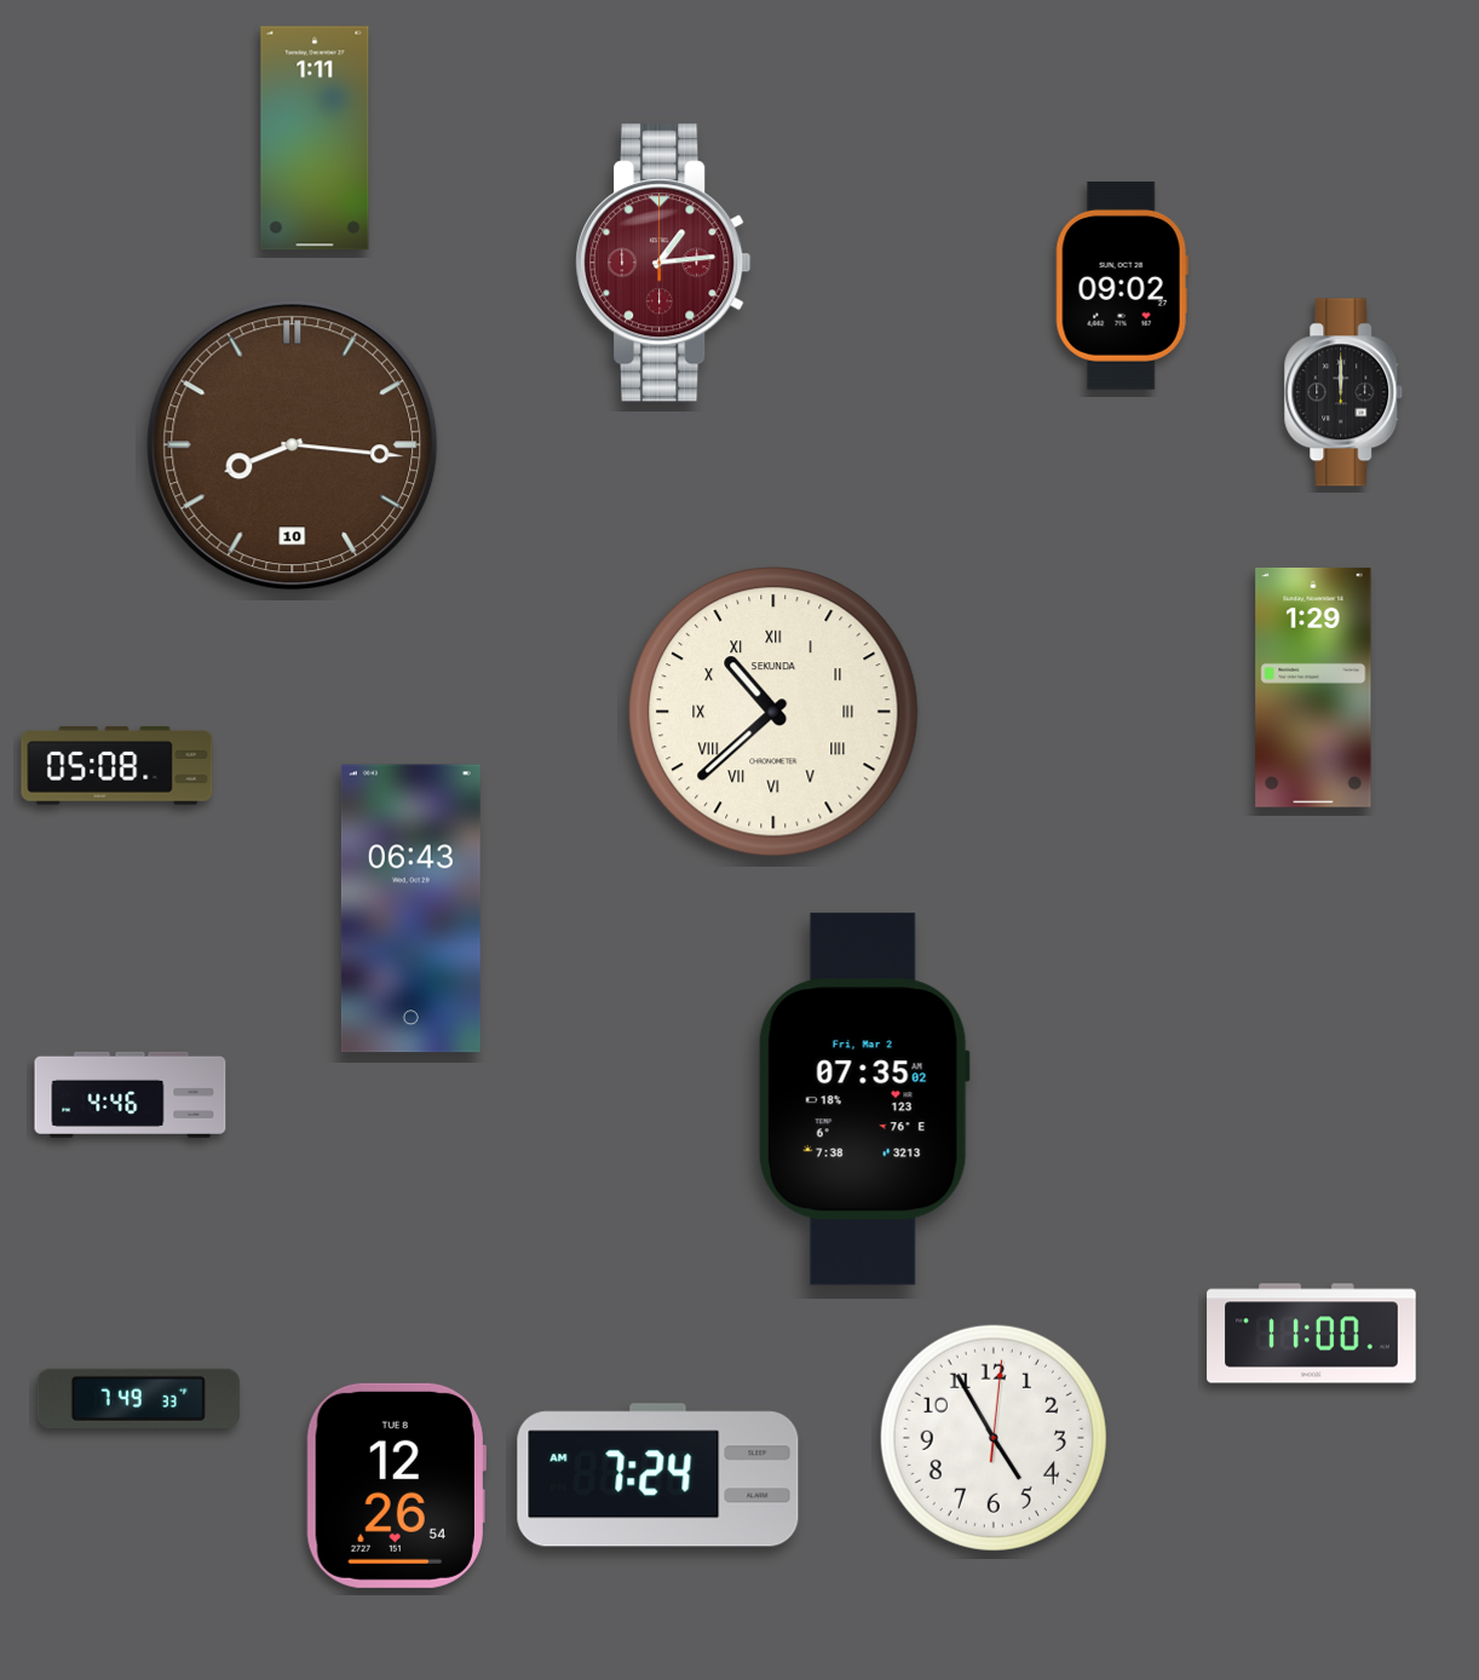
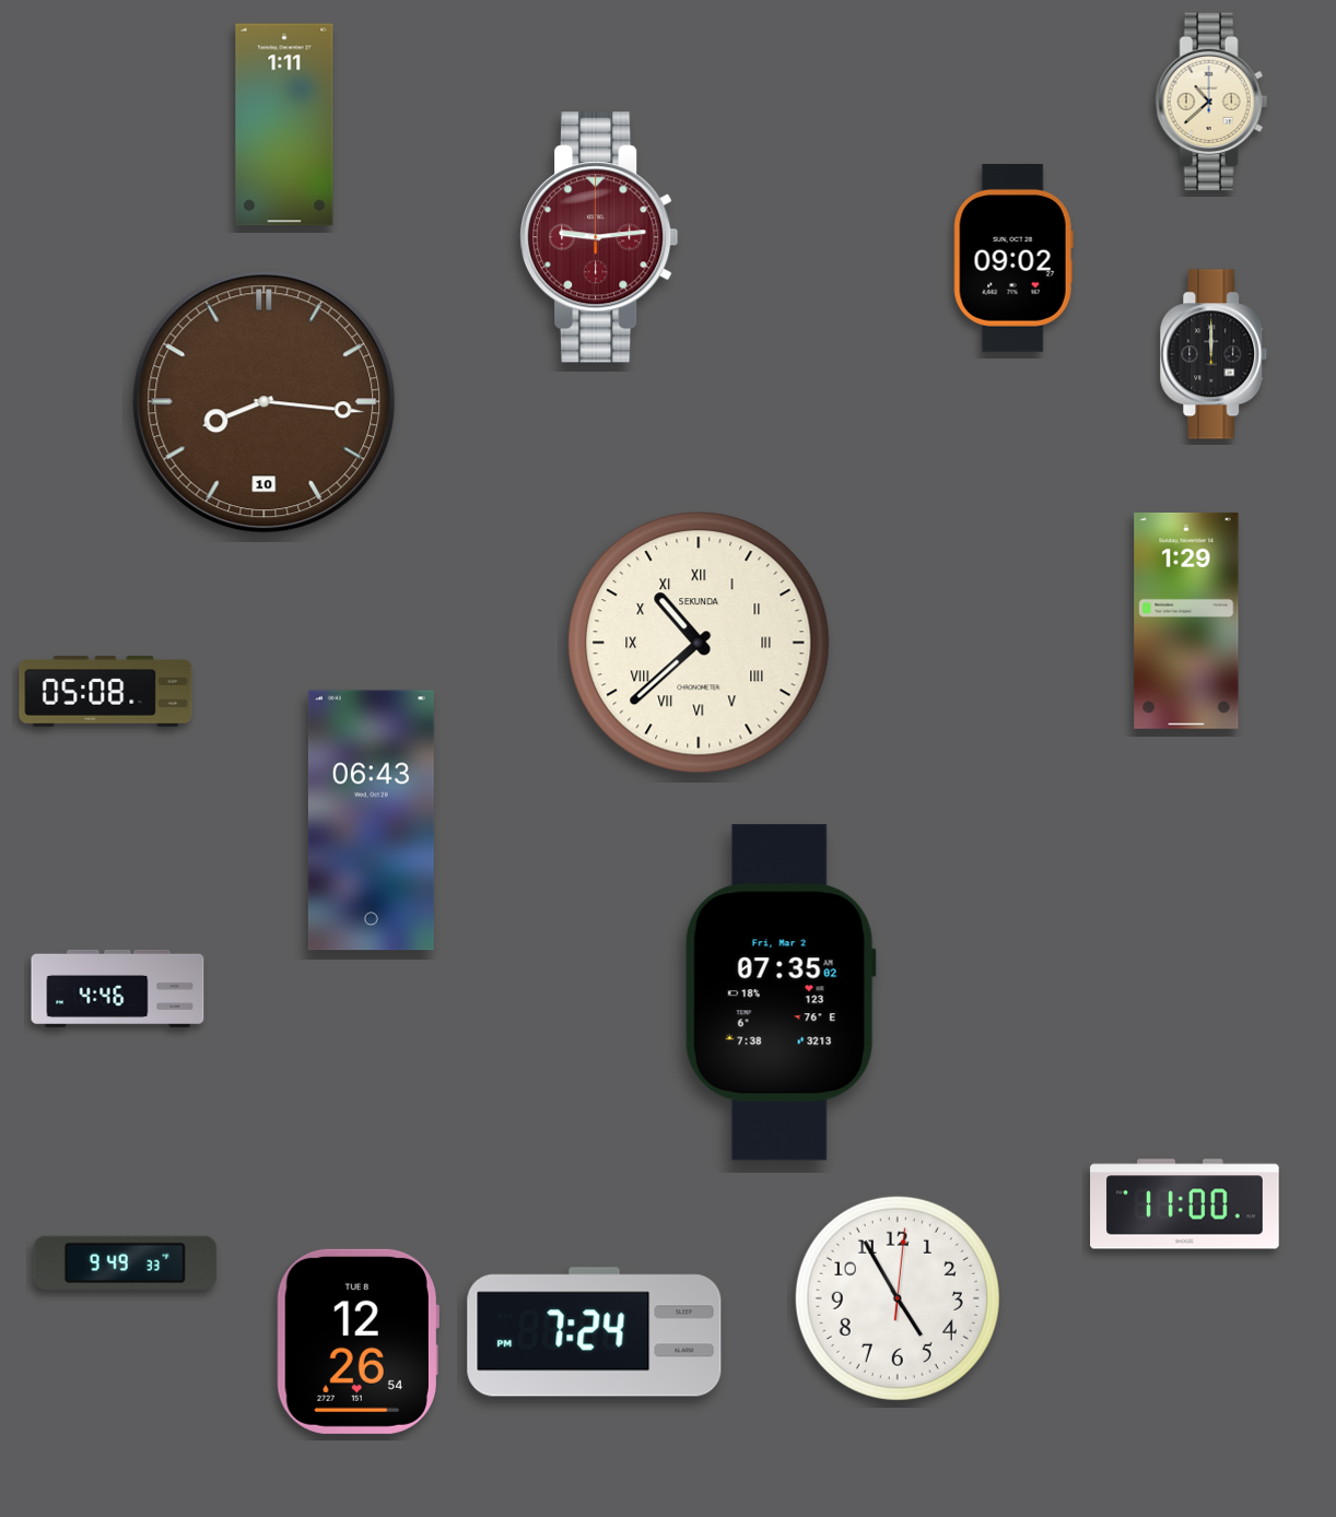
clock at (1211, 102): none -> 10:38
clock at (663, 263): 1:14 -> 9:14
clock at (138, 1398): 7:49 -> 9:49
clock at (658, 1475): 7:24 AM -> 7:24 PM
